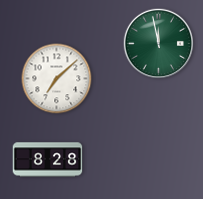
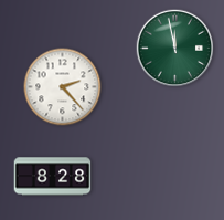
clock at (57, 79): 7:08 -> 2:23
